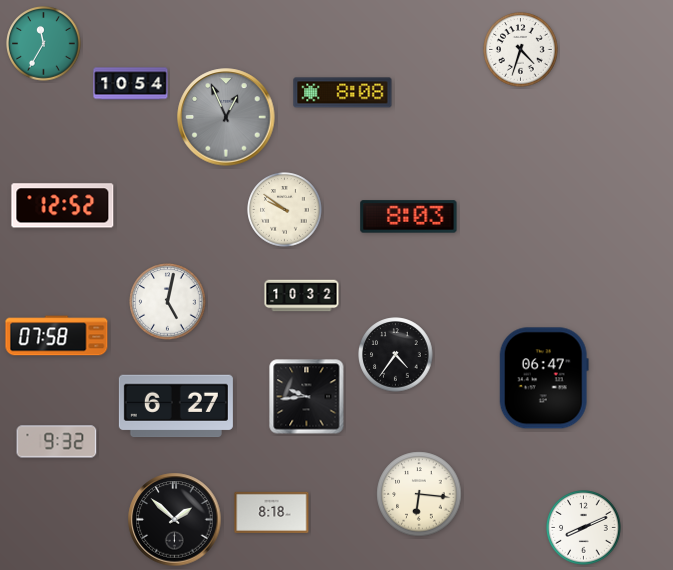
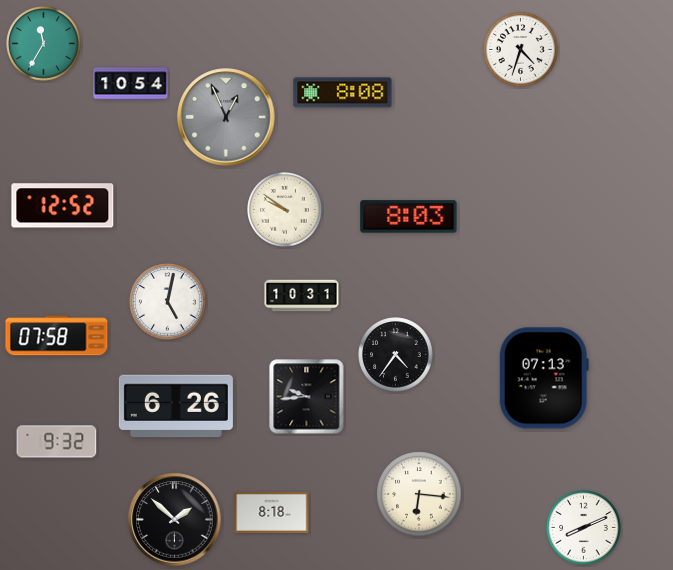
clock at (302, 296): 10:32 -> 10:31
clock at (544, 378): 06:47 -> 07:13
clock at (176, 406): 6:27 -> 6:26
